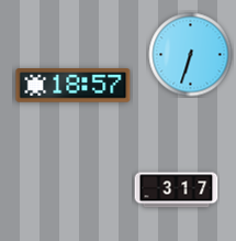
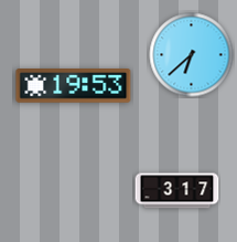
clock at (191, 55): 6:33 -> 6:38
clock at (74, 86): 18:57 -> 19:53
